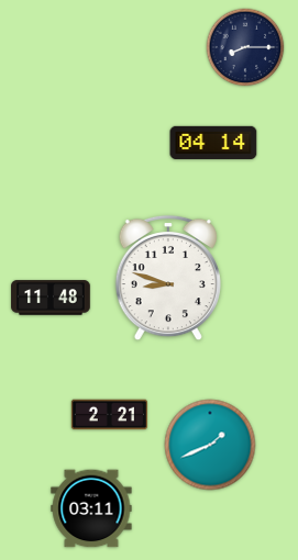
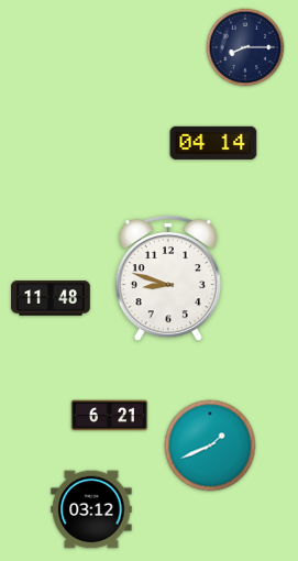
clock at (109, 415): 2:21 -> 6:21
clock at (91, 508): 03:11 -> 03:12
